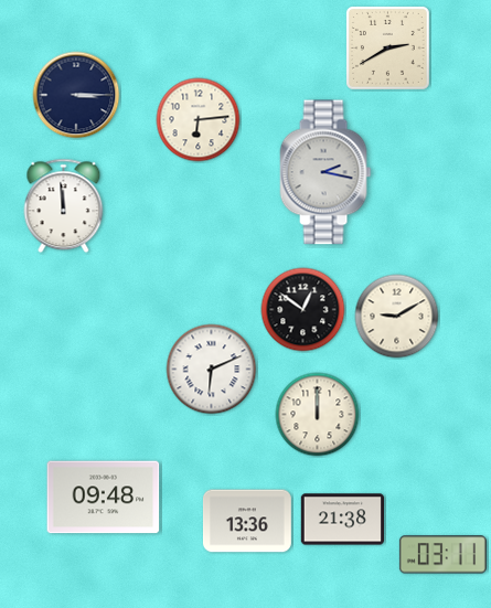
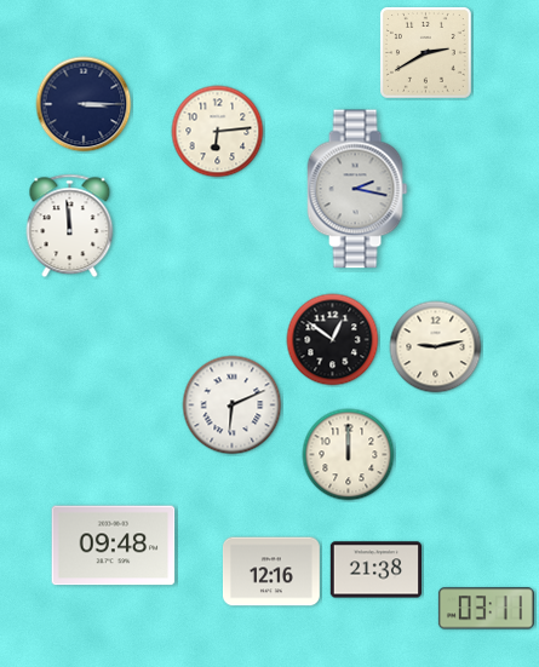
clock at (397, 317): 9:10 -> 9:13
clock at (247, 521): 13:36 -> 12:16
